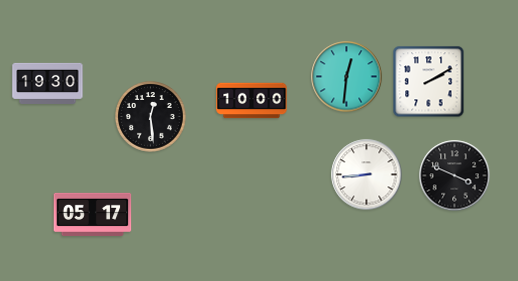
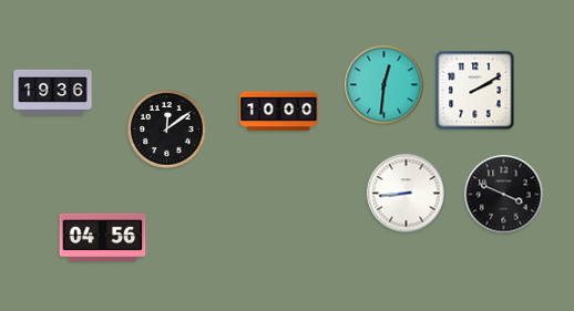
clock at (48, 83): 19:30 -> 19:36
clock at (151, 117): 12:29 -> 12:09
clock at (93, 214): 05:17 -> 04:56
